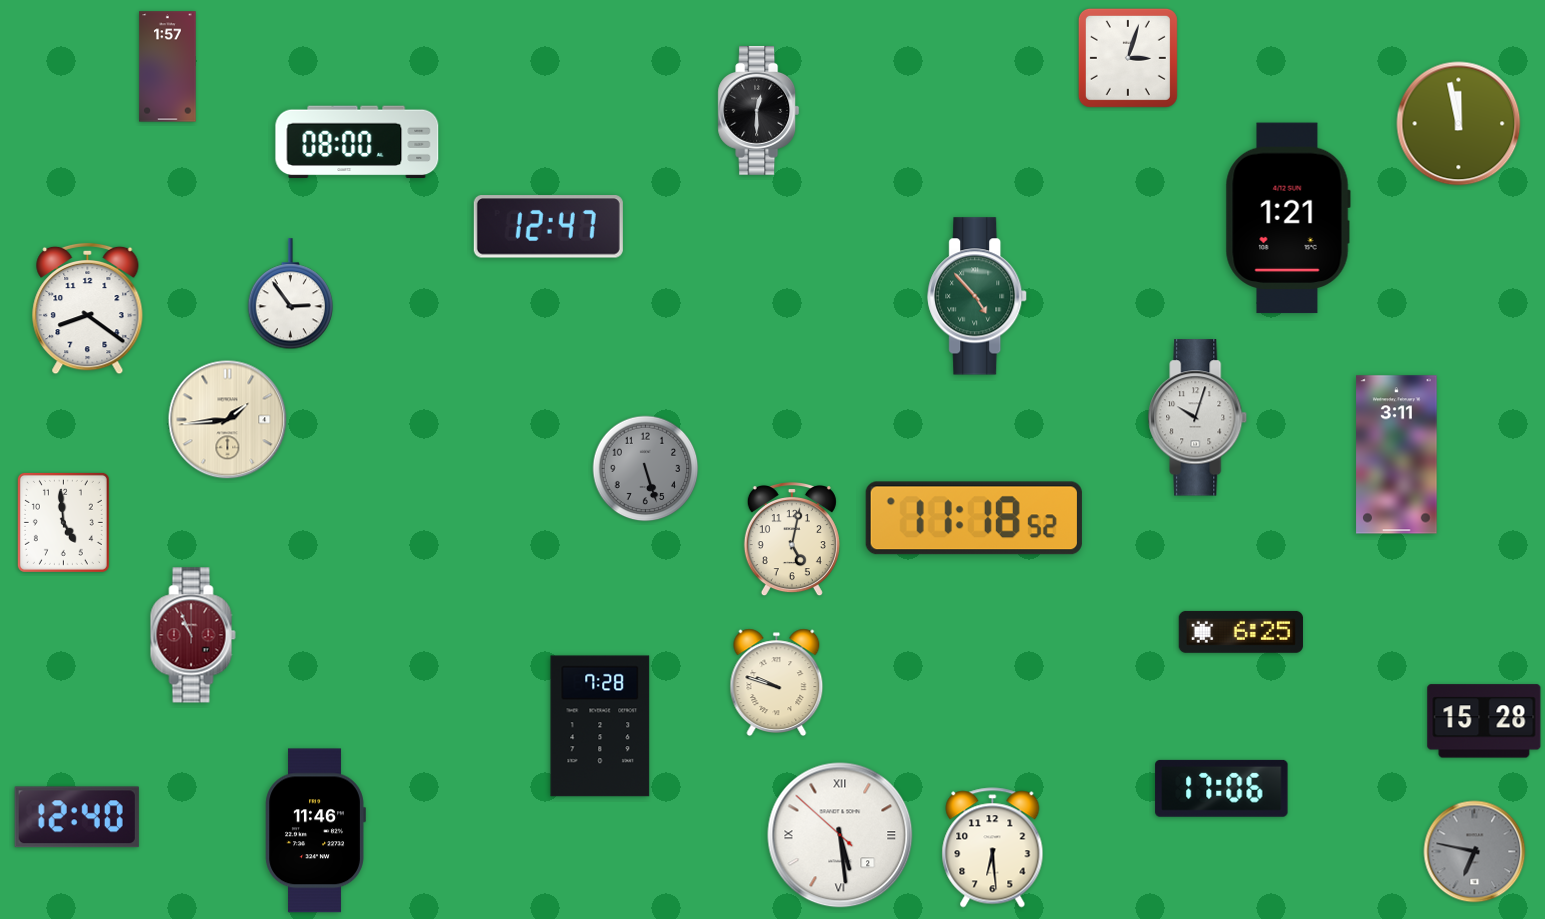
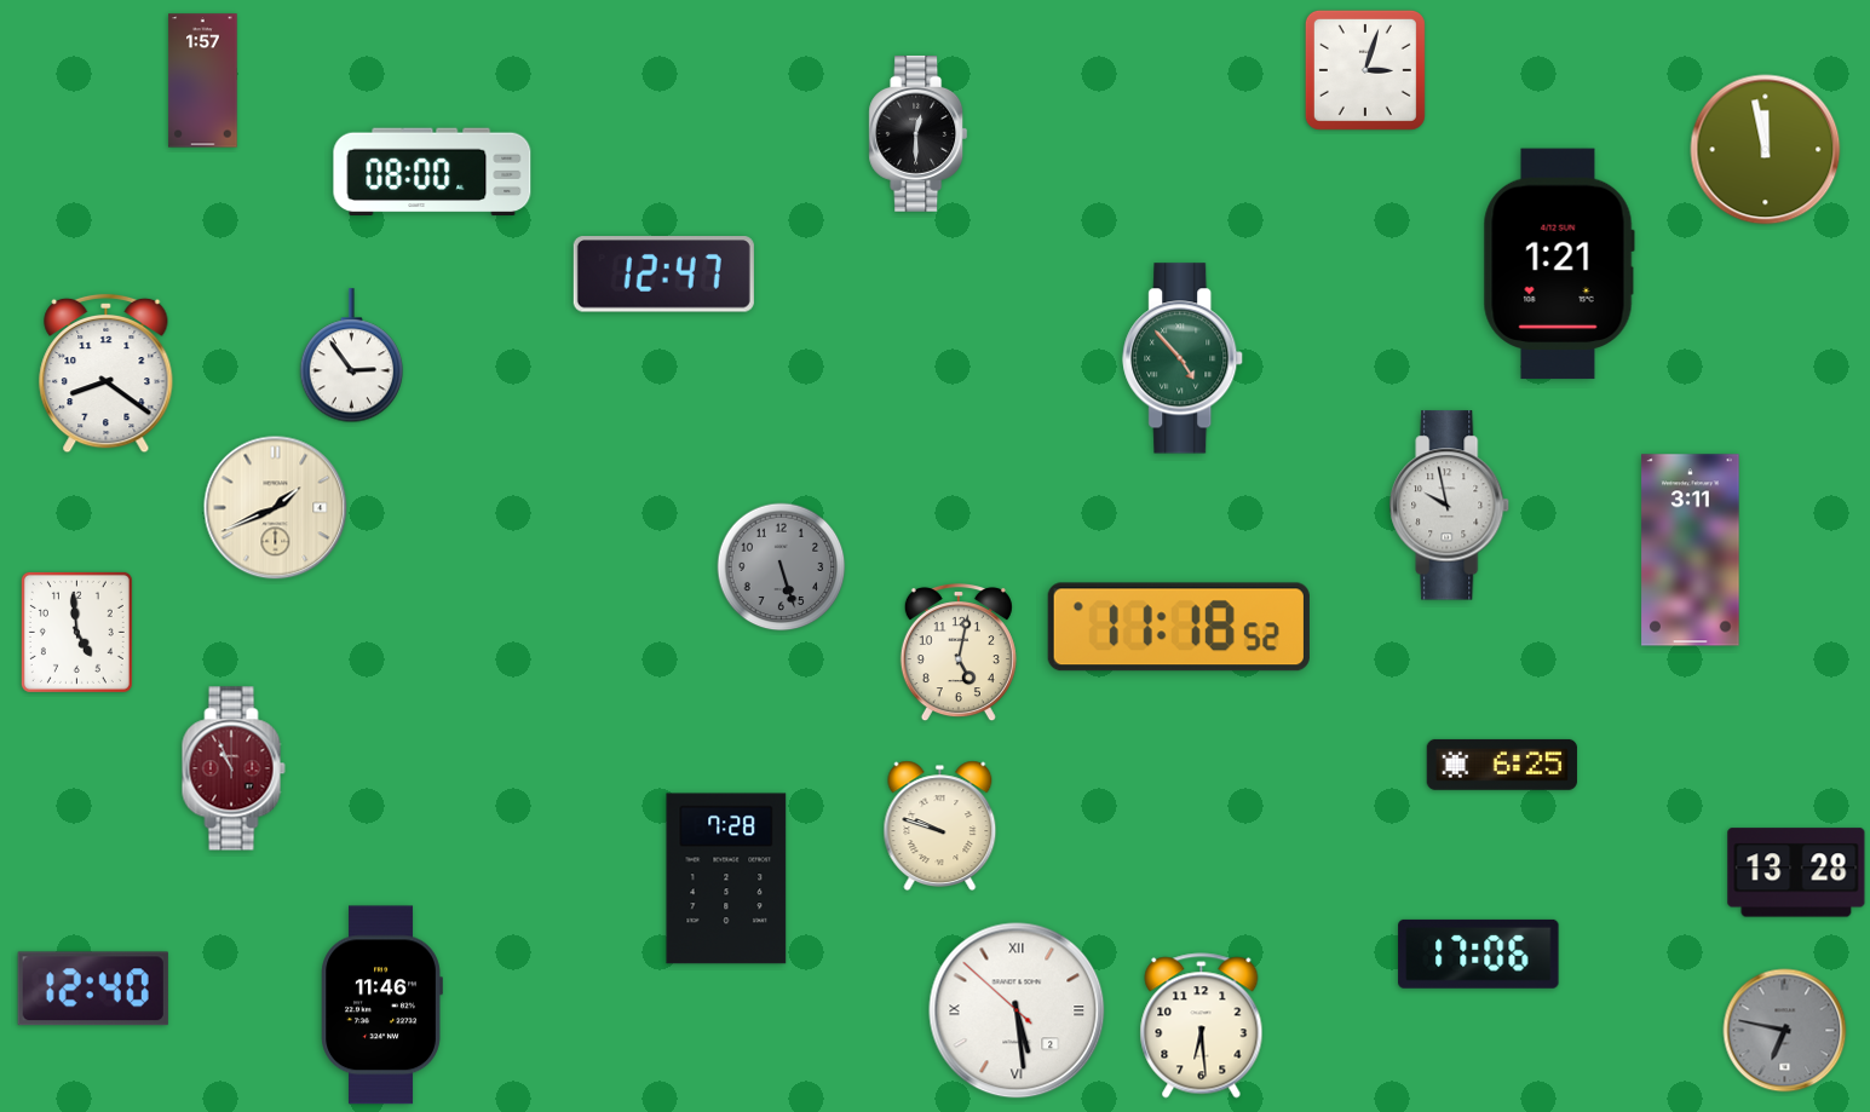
clock at (1198, 418): 10:03 -> 9:58
clock at (228, 420): 1:44 -> 1:41
clock at (1484, 721): 15:28 -> 13:28
